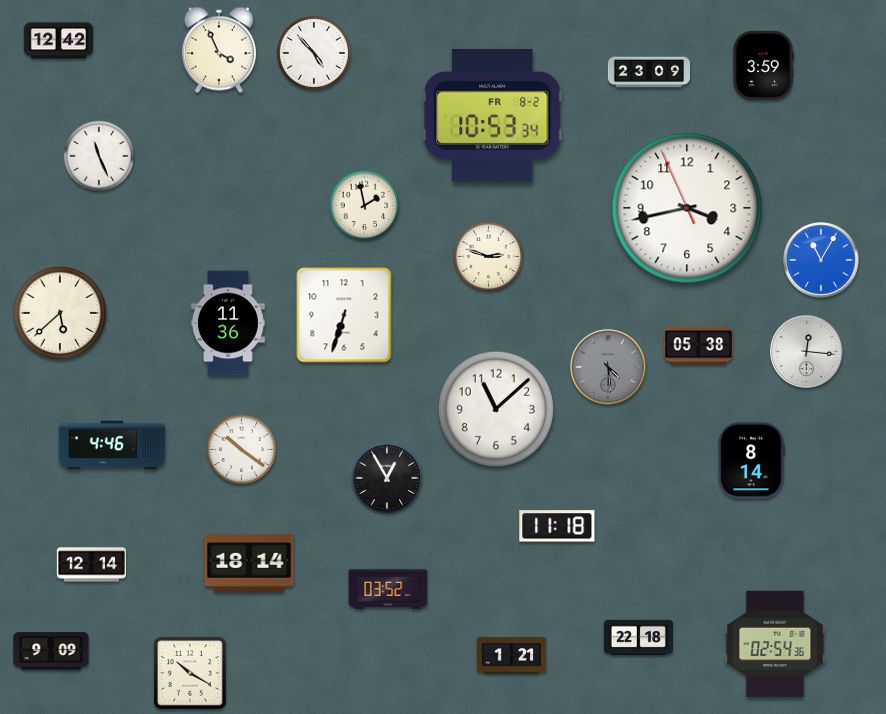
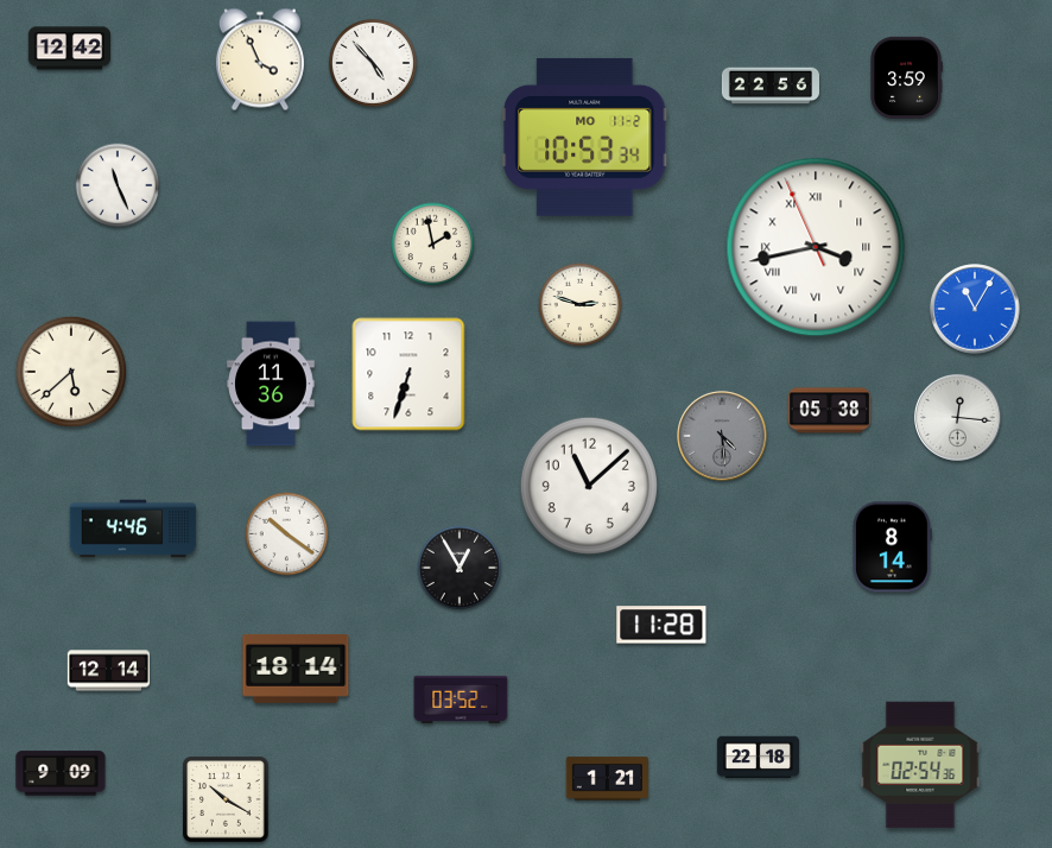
clock at (648, 72): 23:09 -> 22:56
clock at (493, 115) date: FR 8-2 -> MO 11-2
clock at (687, 208) numerals: Arabic -> Roman
clock at (557, 526): 11:18 -> 11:28
